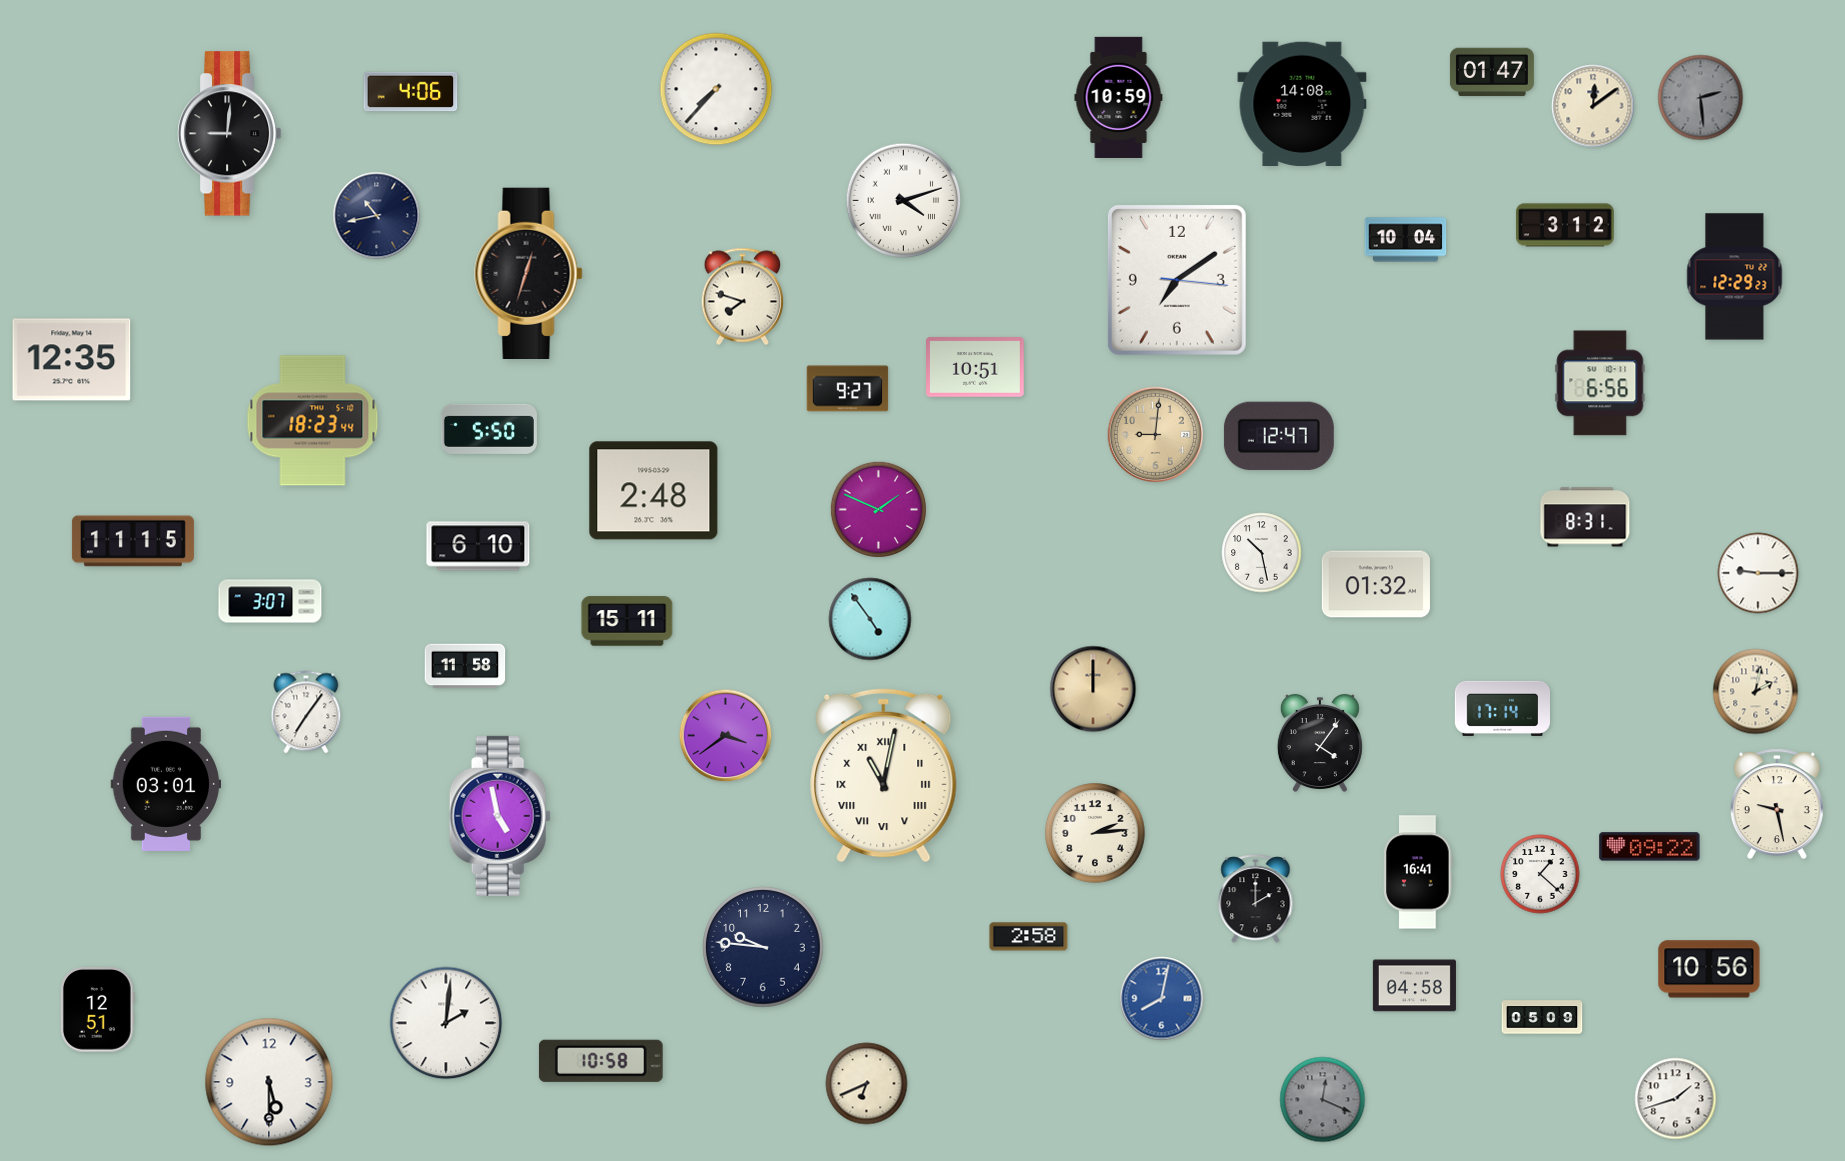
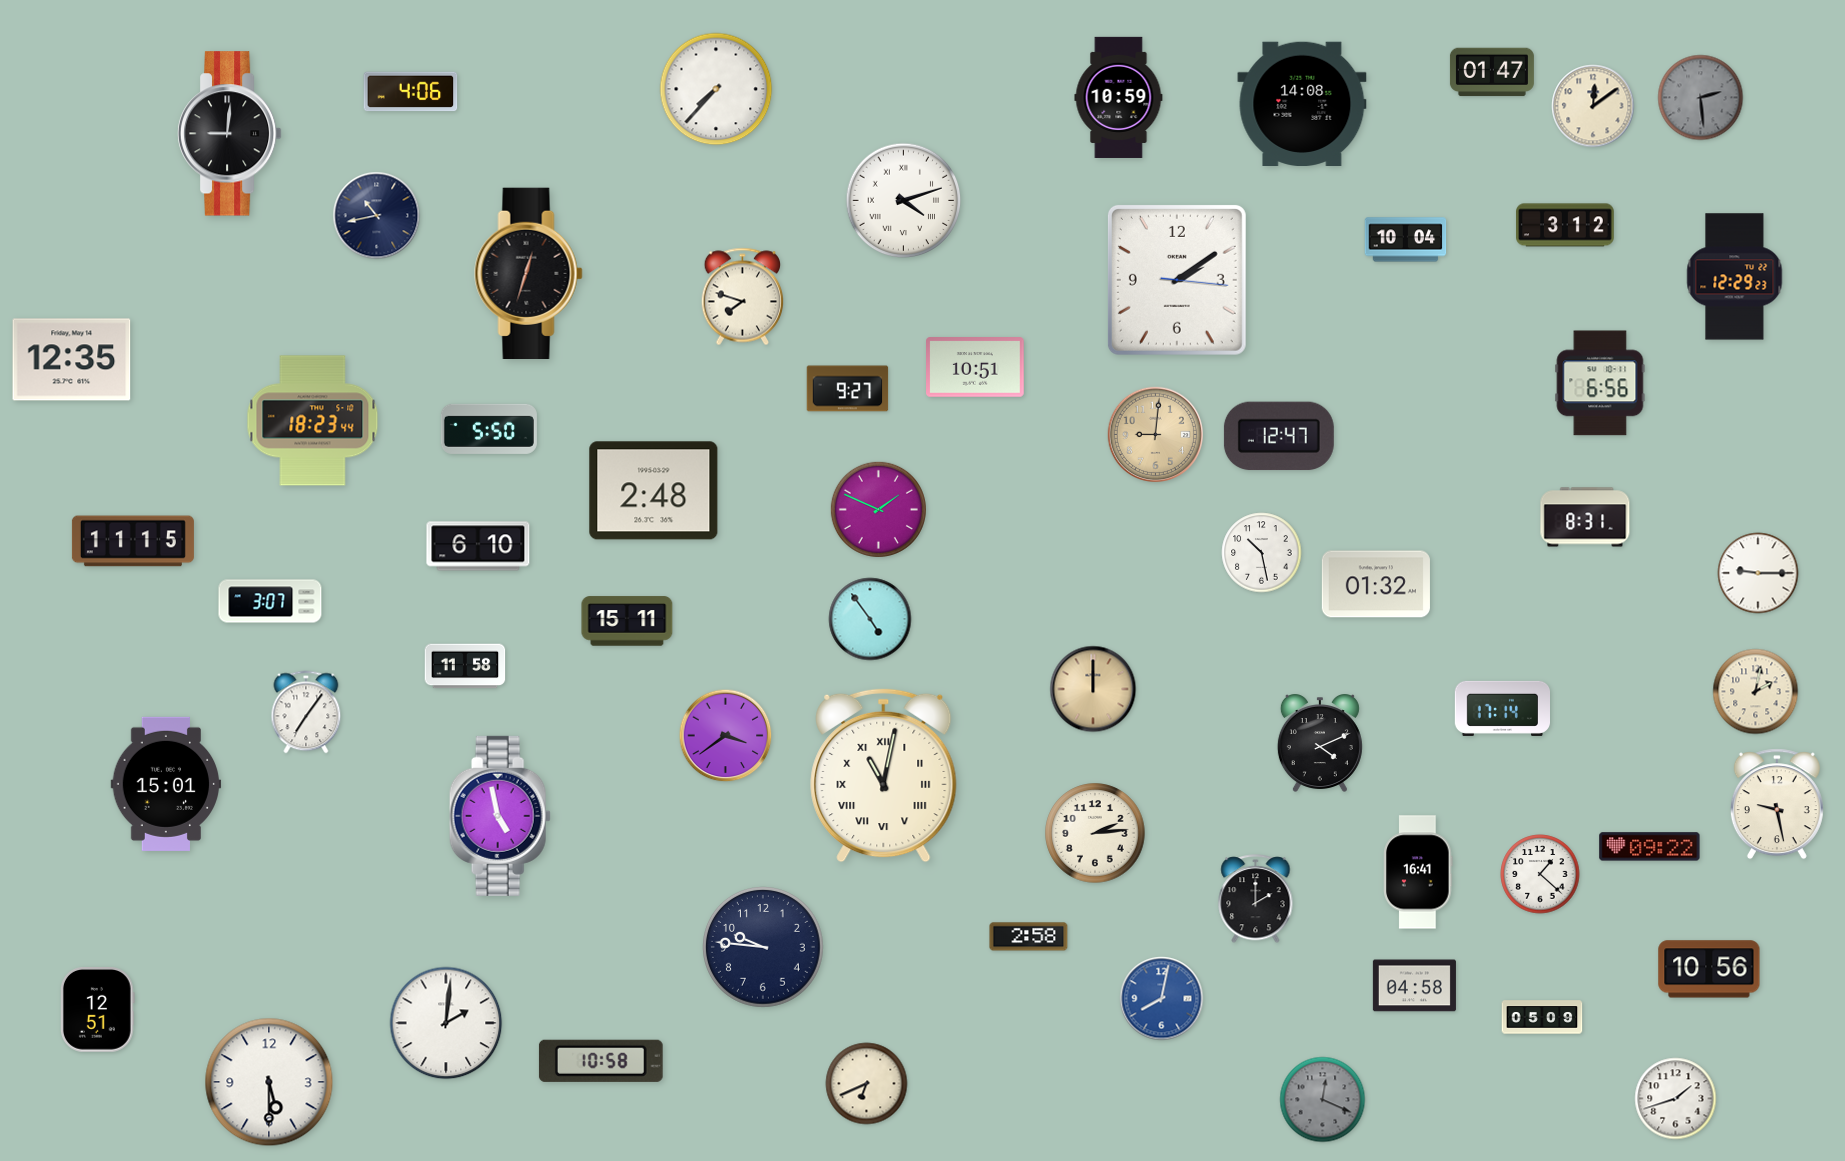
clock at (1177, 280): 7:09 -> 2:09
clock at (1320, 743): 4:06 -> 4:11
clock at (166, 784): 03:01 -> 15:01
